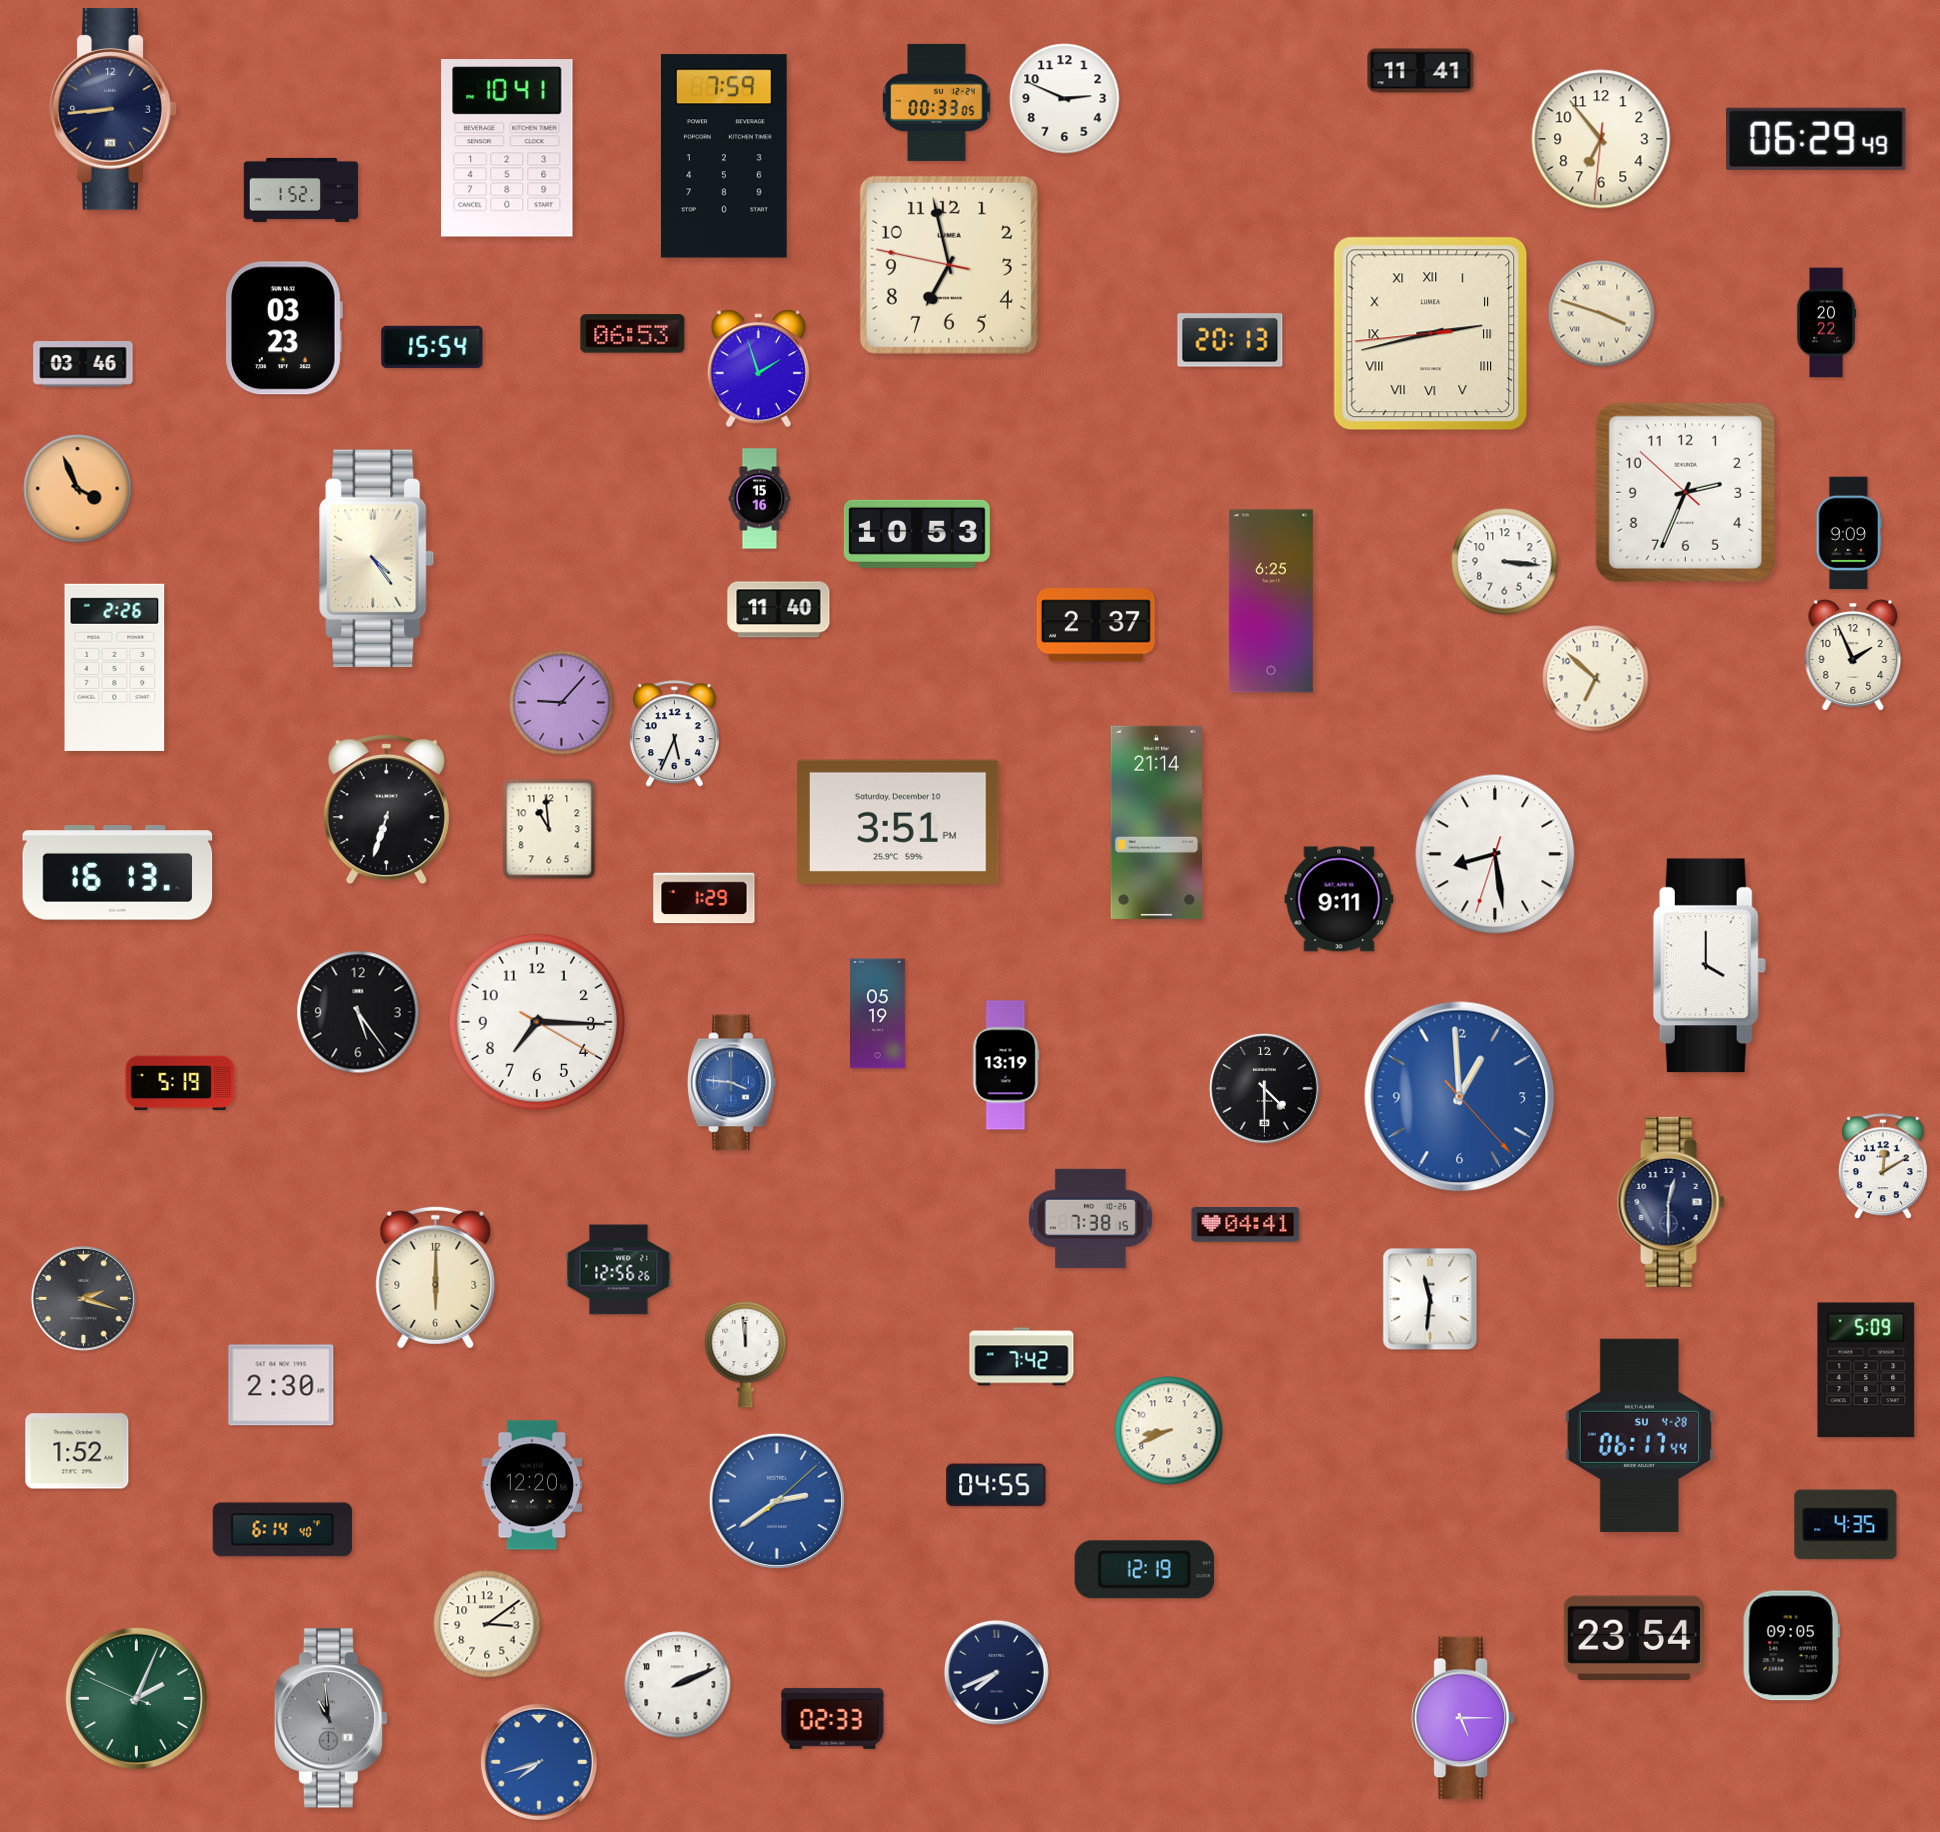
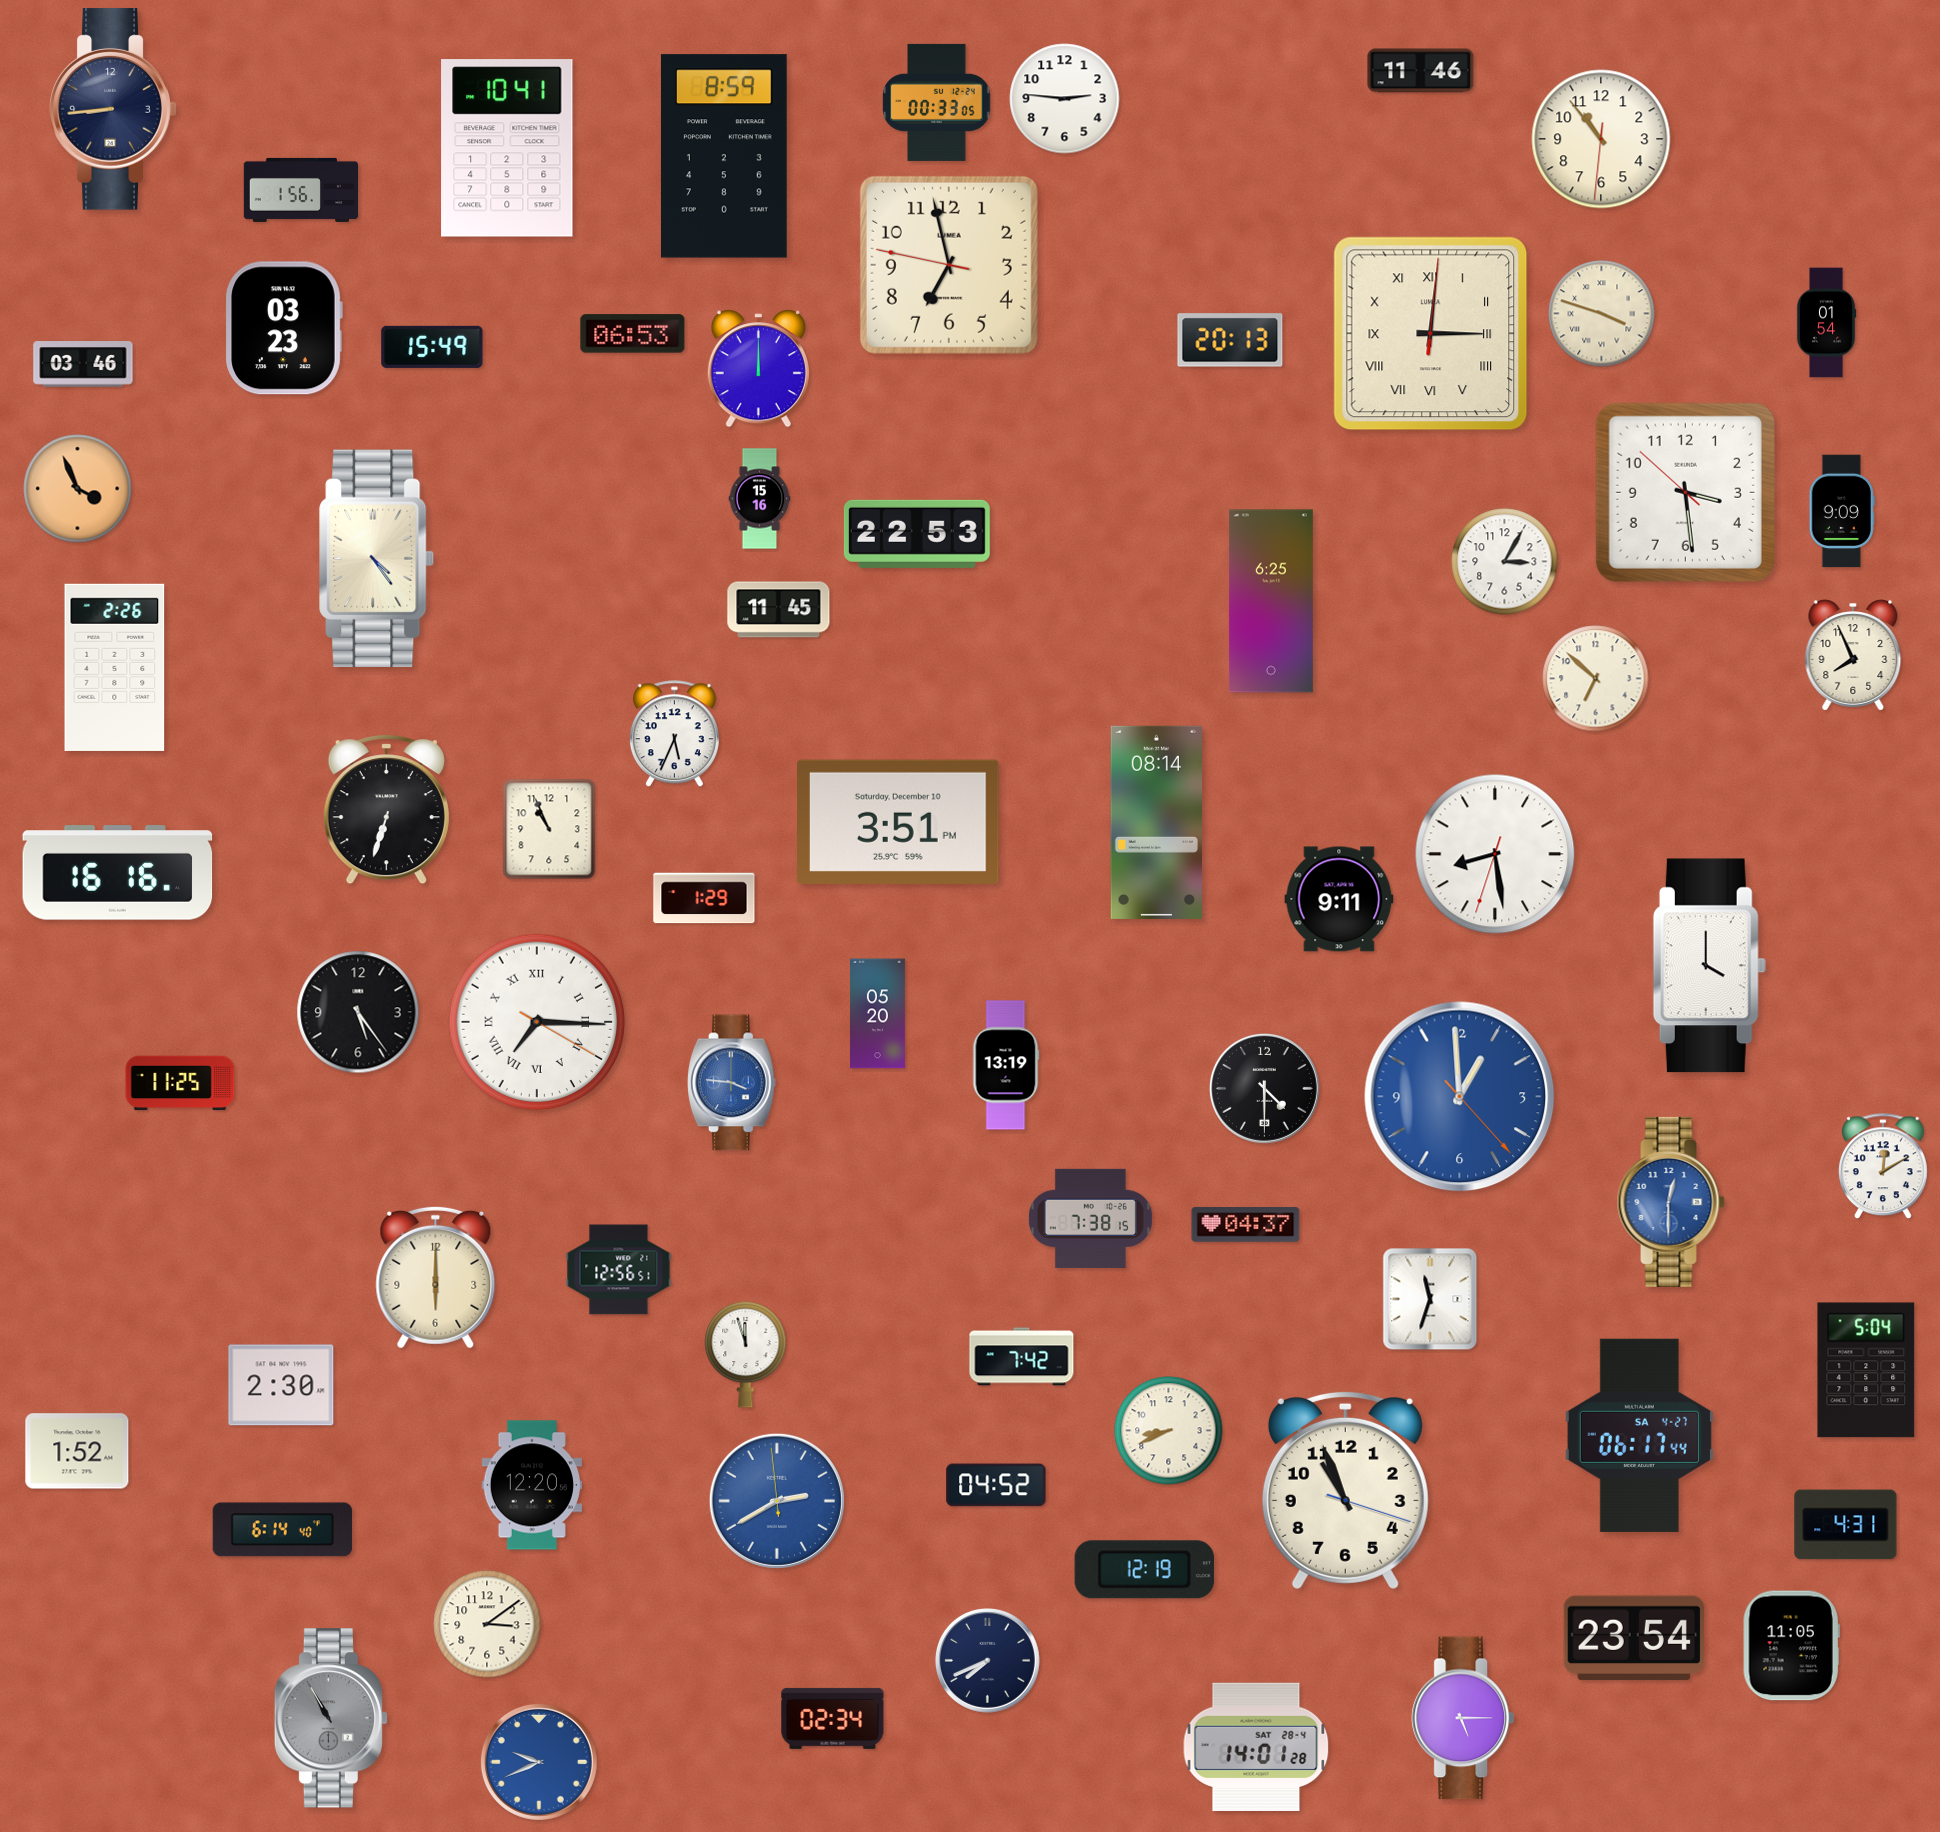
clock at (1421, 71): 11:41 -> 11:46
clock at (1065, 99): 2:49 -> 2:46
clock at (1601, 139): 6:53 -> 10:53
clock at (1816, 139): 06:29 -> none
clock at (724, 156): 7:59 -> 8:59
clock at (301, 190): 1:52 -> 1:56
clock at (1826, 323): 20:22 -> 01:54
clock at (1431, 334): 2:42 -> 3:01
clock at (432, 347): 15:54 -> 15:49
clock at (758, 369): 1:57 -> 12:00
clock at (1685, 492): 2:33 -> 3:28
clock at (1849, 533) position: (1849, 533) -> (1842, 511)
clock at (917, 534): 10:53 -> 22:53
clock at (1505, 562): 3:16 -> 3:05
clock at (779, 610): 11:40 -> 11:45
clock at (1096, 625): 2:37 -> none
clock at (1853, 655): 1:56 -> 7:56
clock at (562, 703): 9:07 -> none
clock at (1156, 822): 21:14 -> 08:14
clock at (549, 829): 10:59 -> 10:56
clock at (118, 873): 16:13 -> 16:16
clock at (877, 1014): 05:19 -> 05:20
clock at (537, 1022) numerals: Arabic -> Roman
clock at (180, 1083): 5:19 -> 11:25
clock at (1671, 1202) dial: navy -> blue
clock at (1246, 1225): 04:41 -> 04:37
clock at (619, 1270): 12:56:26 -> 12:56:51
clock at (83, 1298): 2:18 -> none
clock at (1430, 1299): 11:31 -> 11:33
clock at (746, 1354): 11:59 -> 11:57
clock at (1866, 1370): 5:09 -> 5:04
clock at (1639, 1435) date: SU 4-28 -> SA 4-27
clock at (996, 1485): 04:55 -> 04:52
clock at (1345, 1490): none -> 10:56
clock at (777, 1501): 2:39:08 -> 2:39:59
clock at (1846, 1525): 4:35 -> 4:31
clock at (1791, 1646): 09:05 -> 11:05
clock at (996, 1672) position: (996, 1672) -> (987, 1660)
clock at (678, 1685): 2:11 -> none
clock at (136, 1698): 2:03 -> none
clock at (331, 1718): 10:59 -> 10:55
clock at (833, 1718): 02:33 -> 02:34
clock at (1256, 1746): none -> 14:01
clock at (539, 1762): 7:42 -> 9:41
